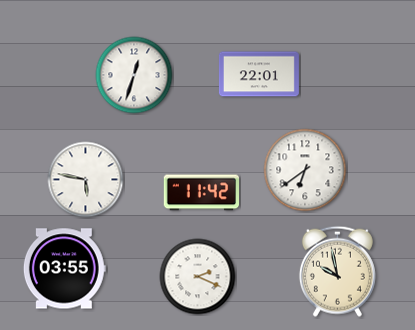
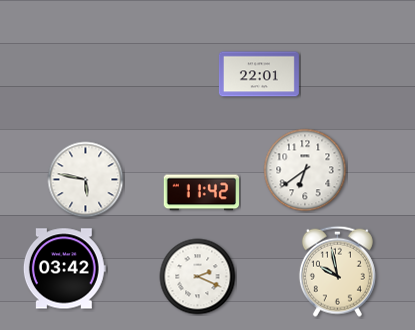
clock at (134, 75): 12:33 -> none
clock at (64, 269): 03:55 -> 03:42
